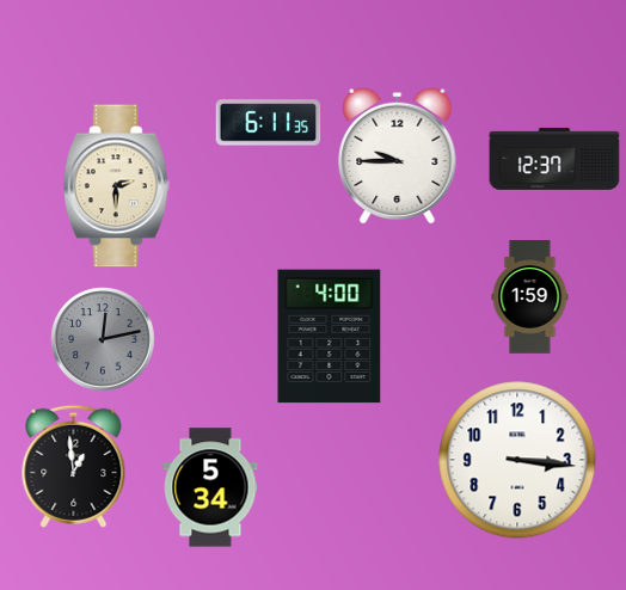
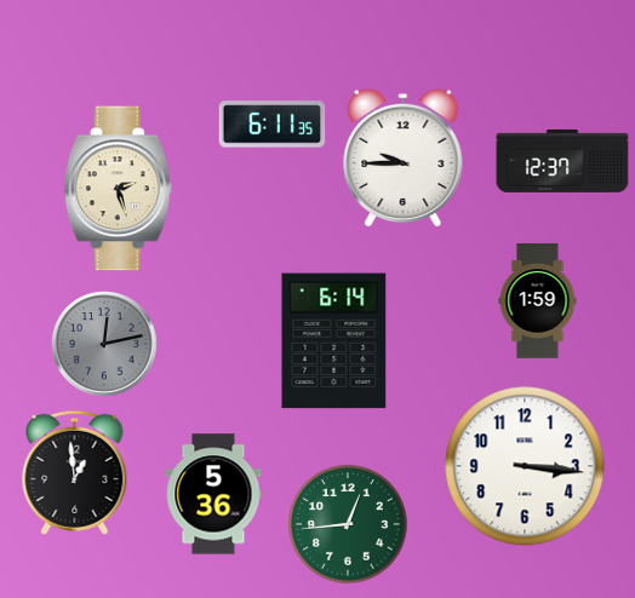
clock at (116, 186): 2:30 -> 2:27
clock at (330, 337): 4:00 -> 6:14
clock at (210, 487): 5:34 -> 5:36
clock at (348, 524): none -> 12:44
